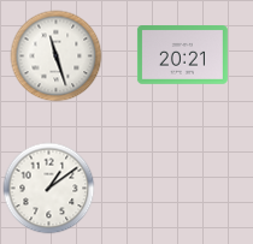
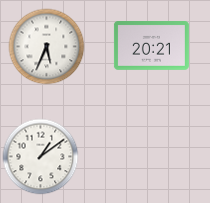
clock at (57, 56): 11:27 -> 5:34
